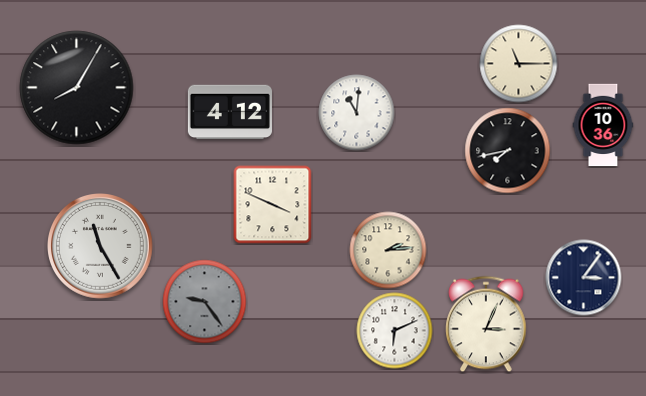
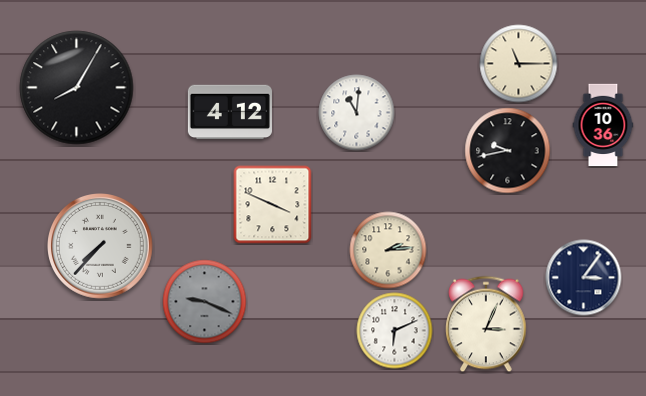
clock at (508, 151): 7:43 -> 9:43
clock at (101, 247): 11:25 -> 7:37
clock at (205, 302): 9:24 -> 9:19
